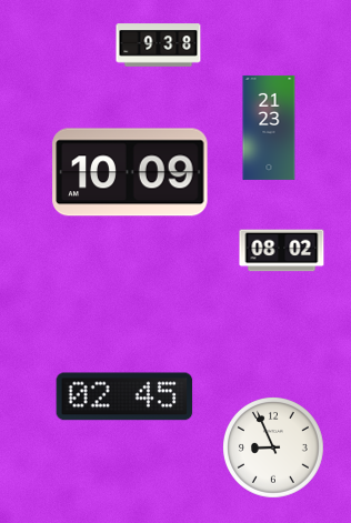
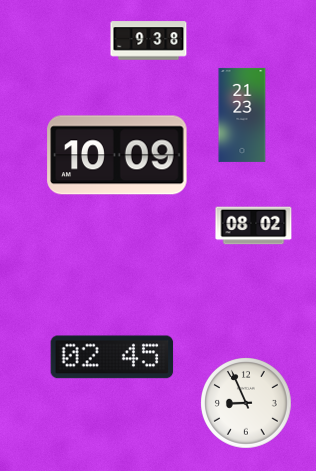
clock at (159, 46) position: (159, 46) -> (149, 41)
